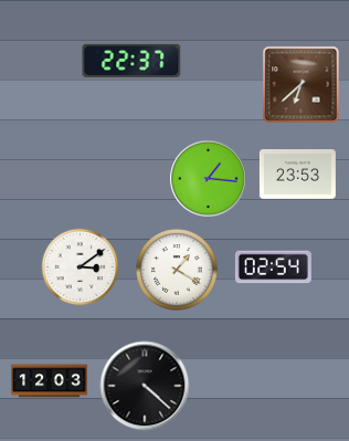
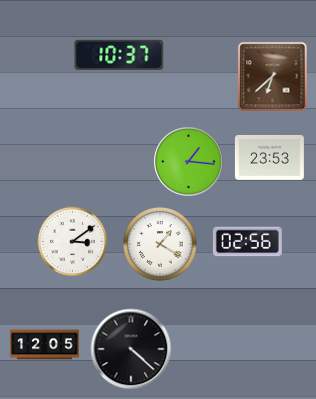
clock at (131, 61): 22:37 -> 10:37
clock at (273, 267): 02:54 -> 02:56
clock at (49, 381): 12:03 -> 12:05
